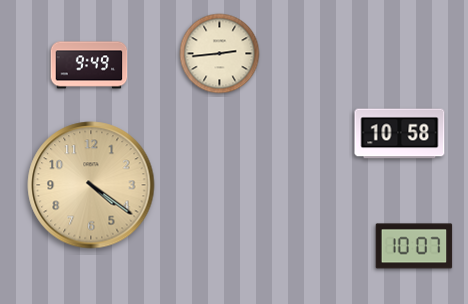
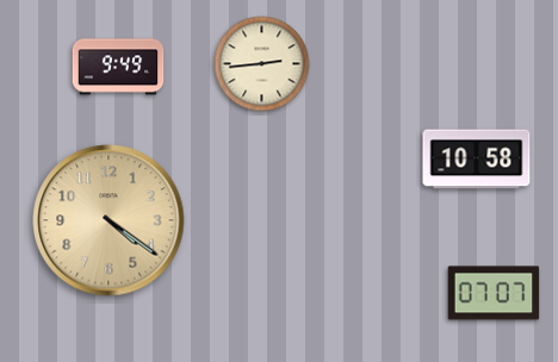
clock at (89, 65) position: (89, 65) -> (118, 67)
clock at (414, 246): 10:07 -> 07:07
